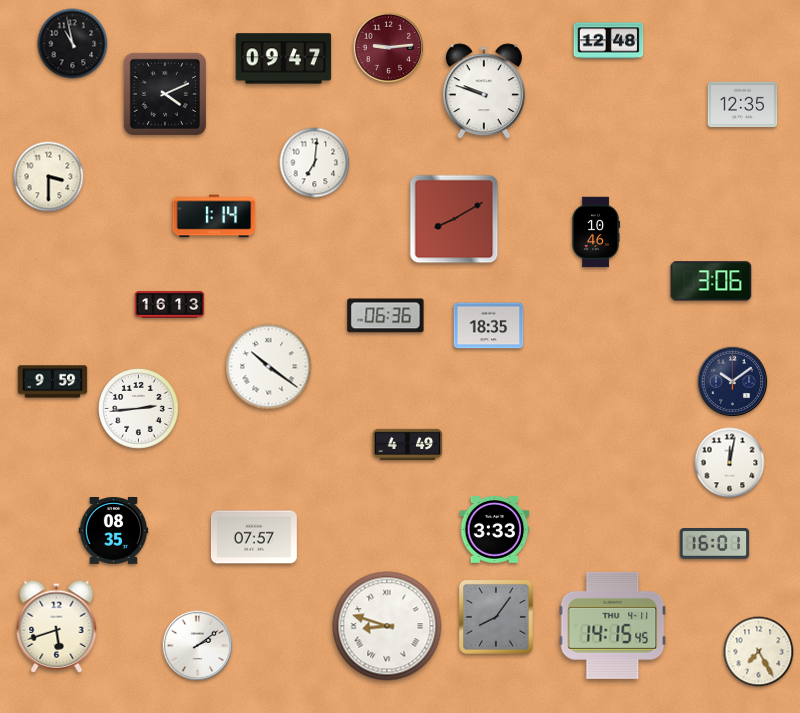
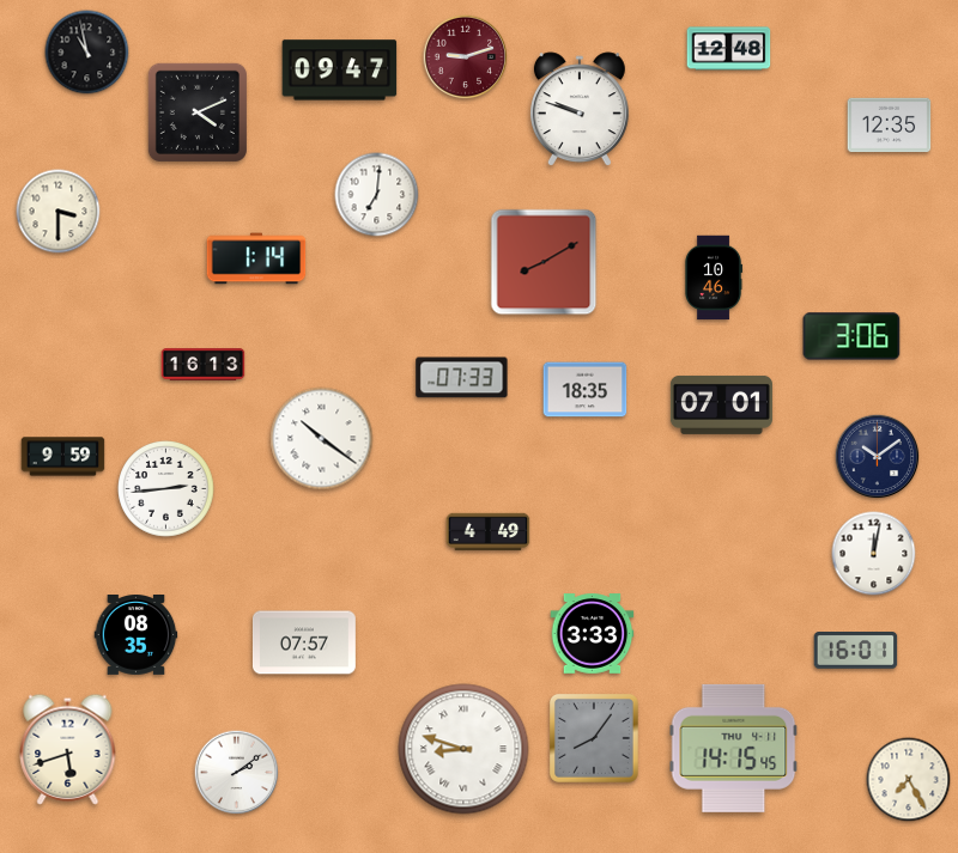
clock at (389, 48): 9:14 -> 9:12
clock at (386, 316): 06:36 -> 07:33
clock at (721, 404): none -> 07:01
